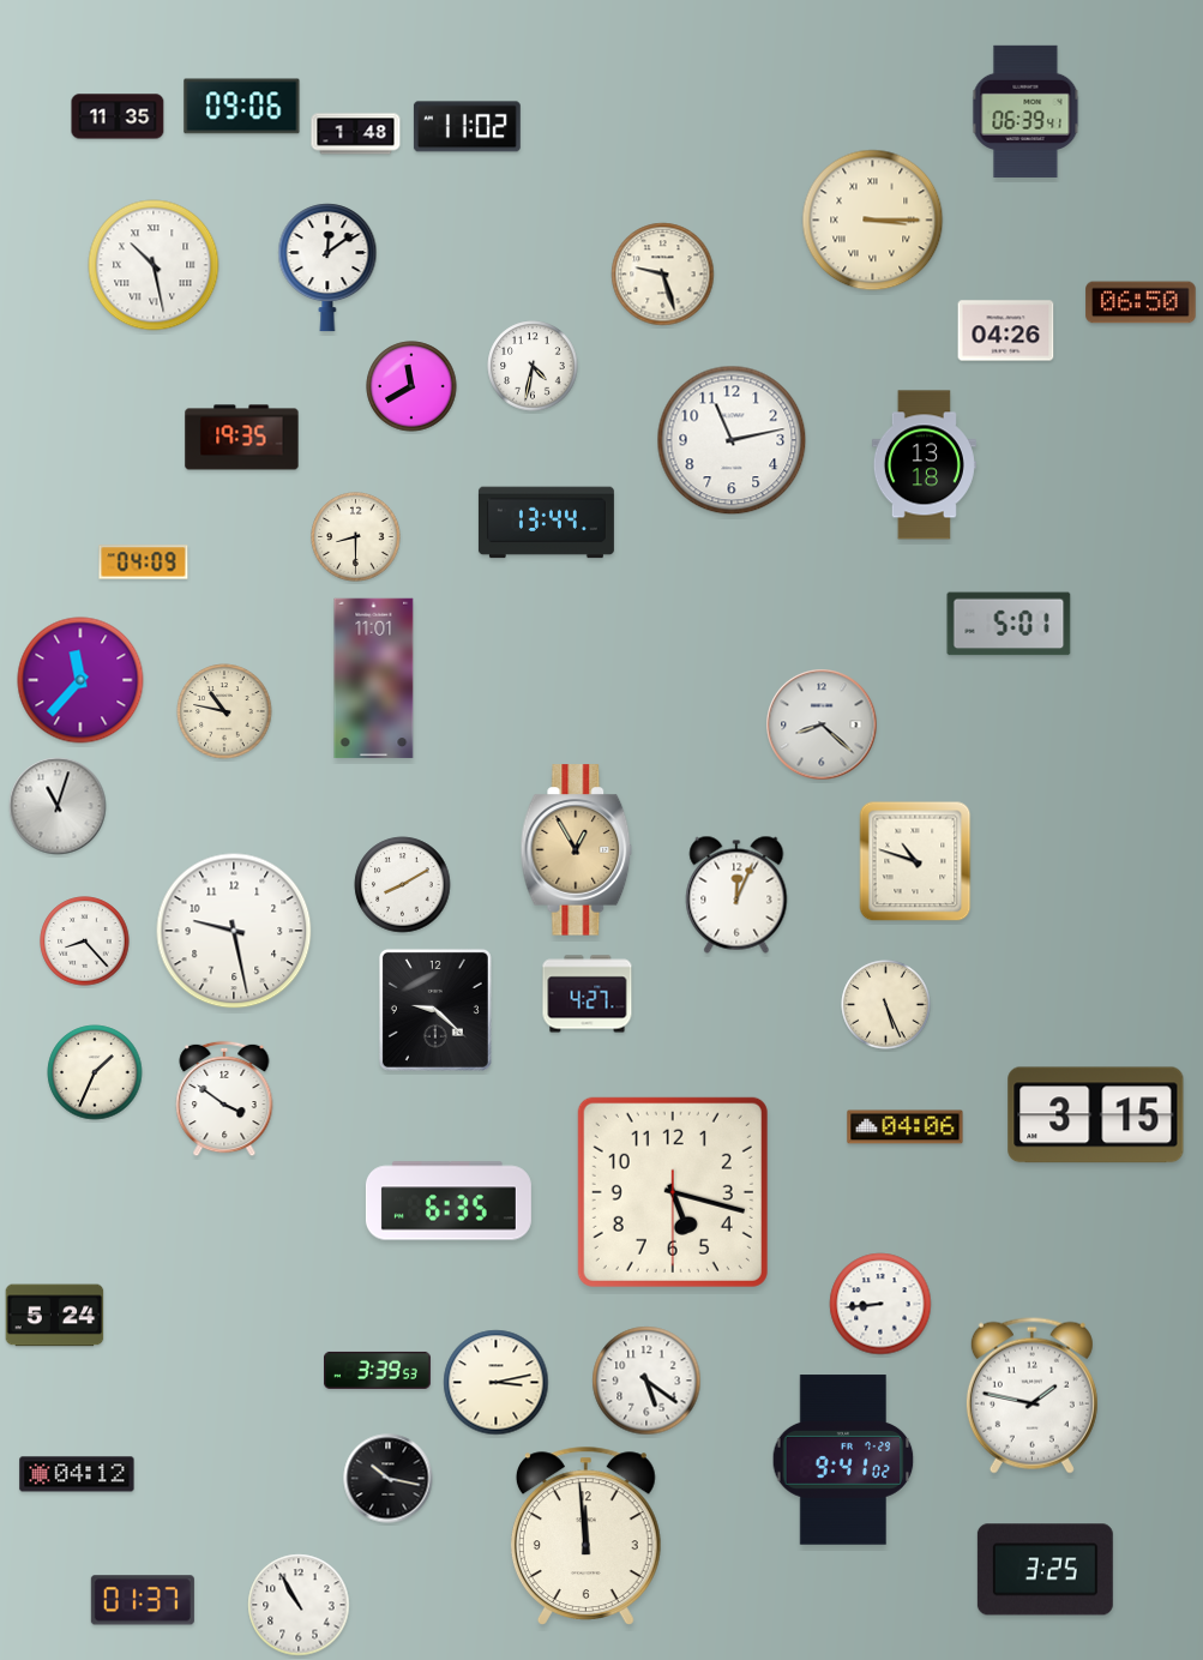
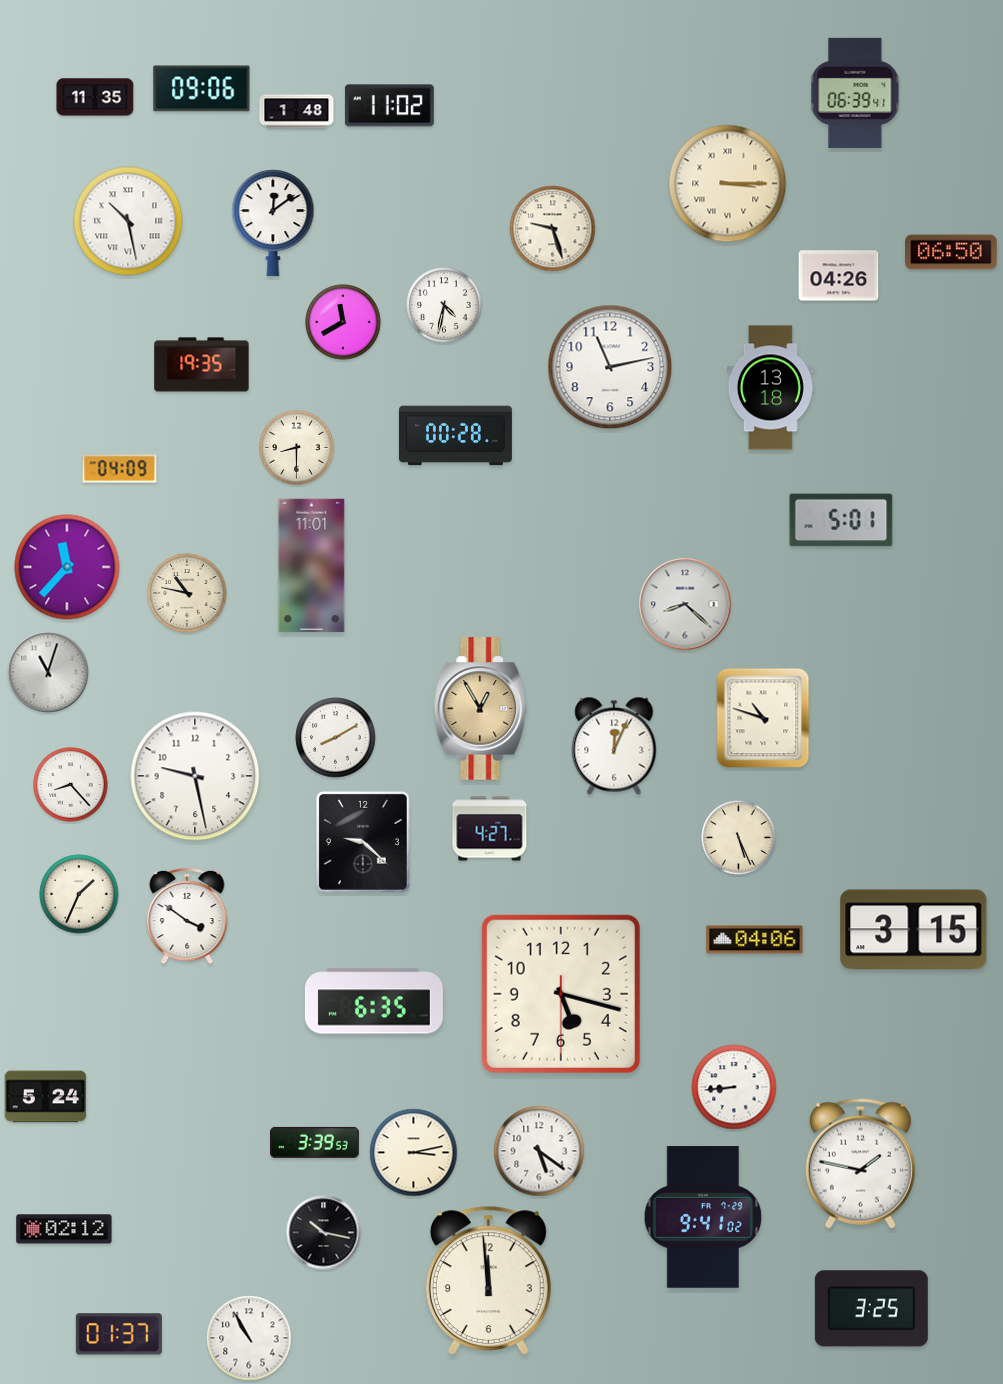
clock at (118, 116) position: (118, 116) -> (95, 97)
clock at (546, 523): 13:44 -> 00:28
clock at (77, 1474): 04:12 -> 02:12
